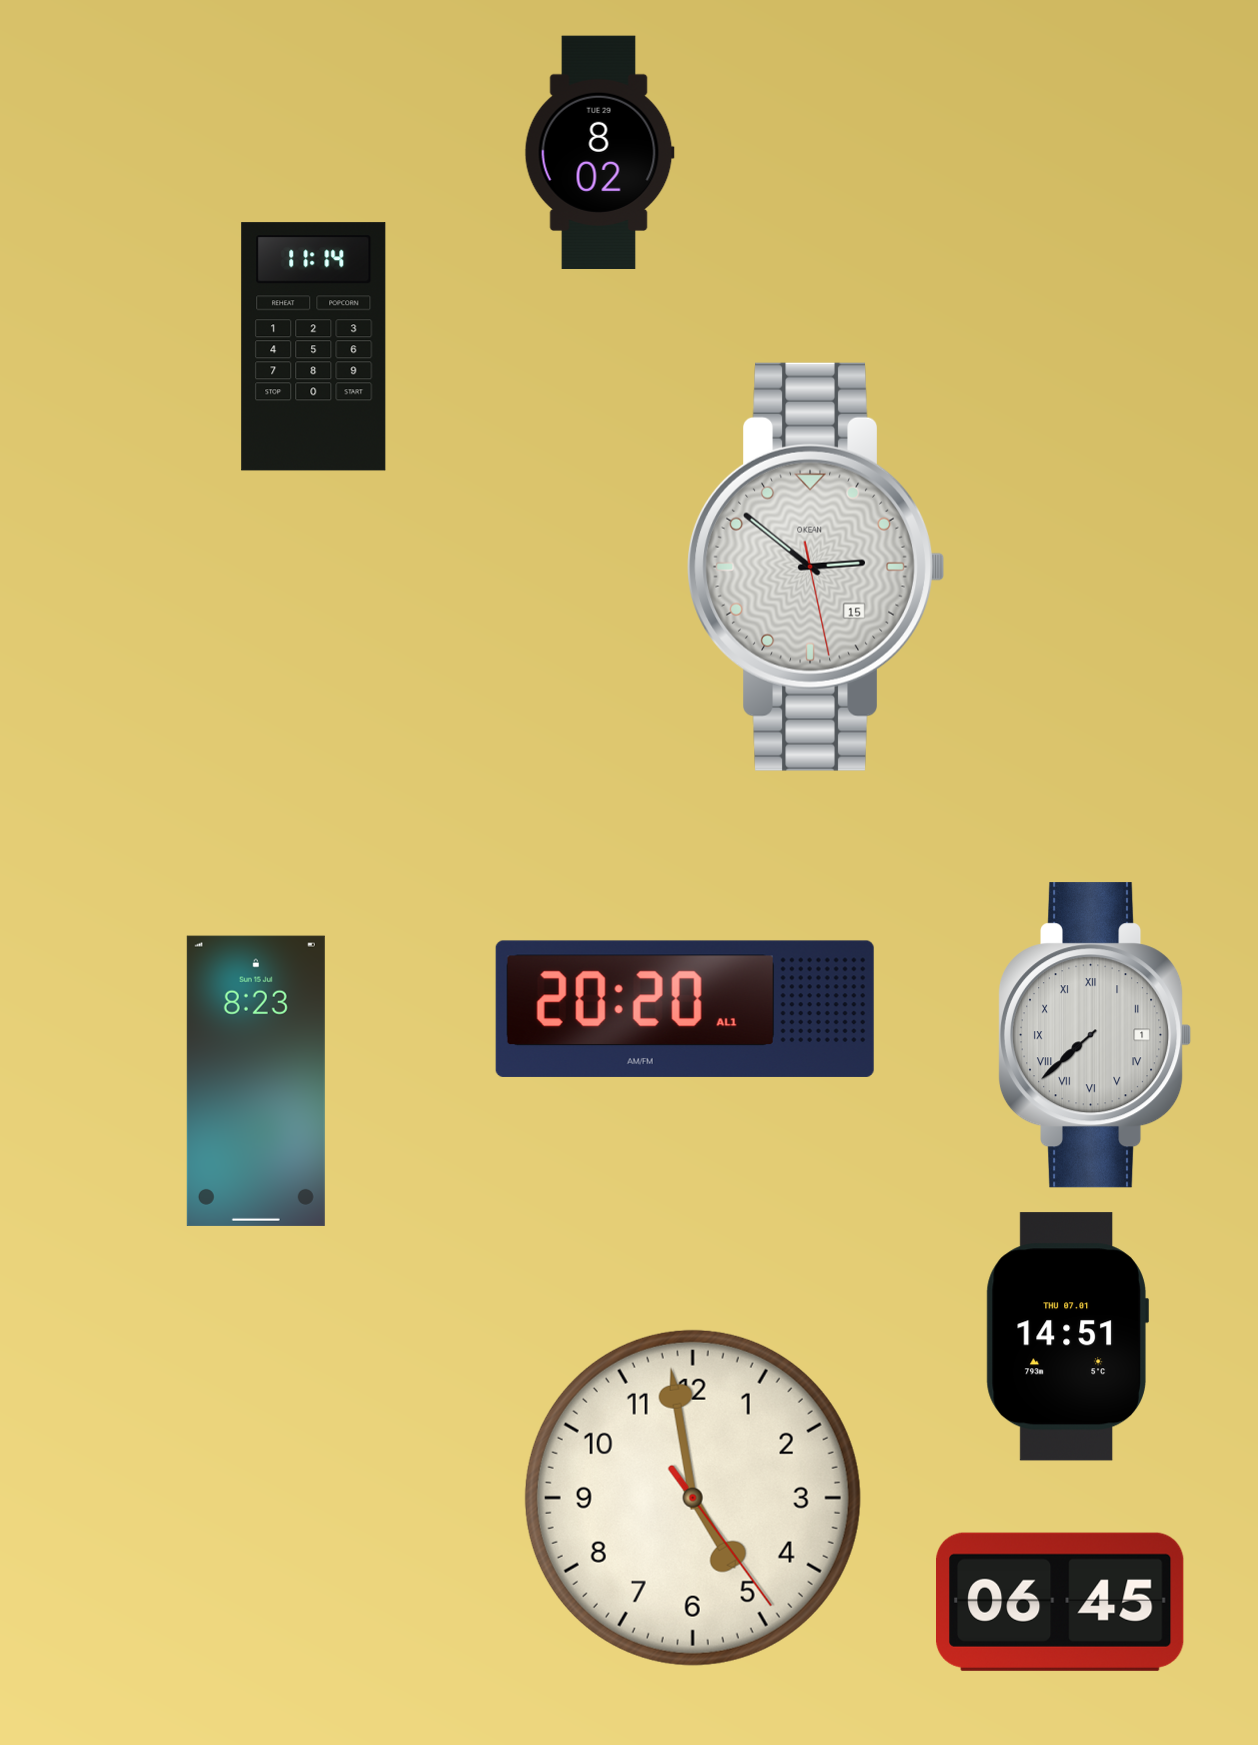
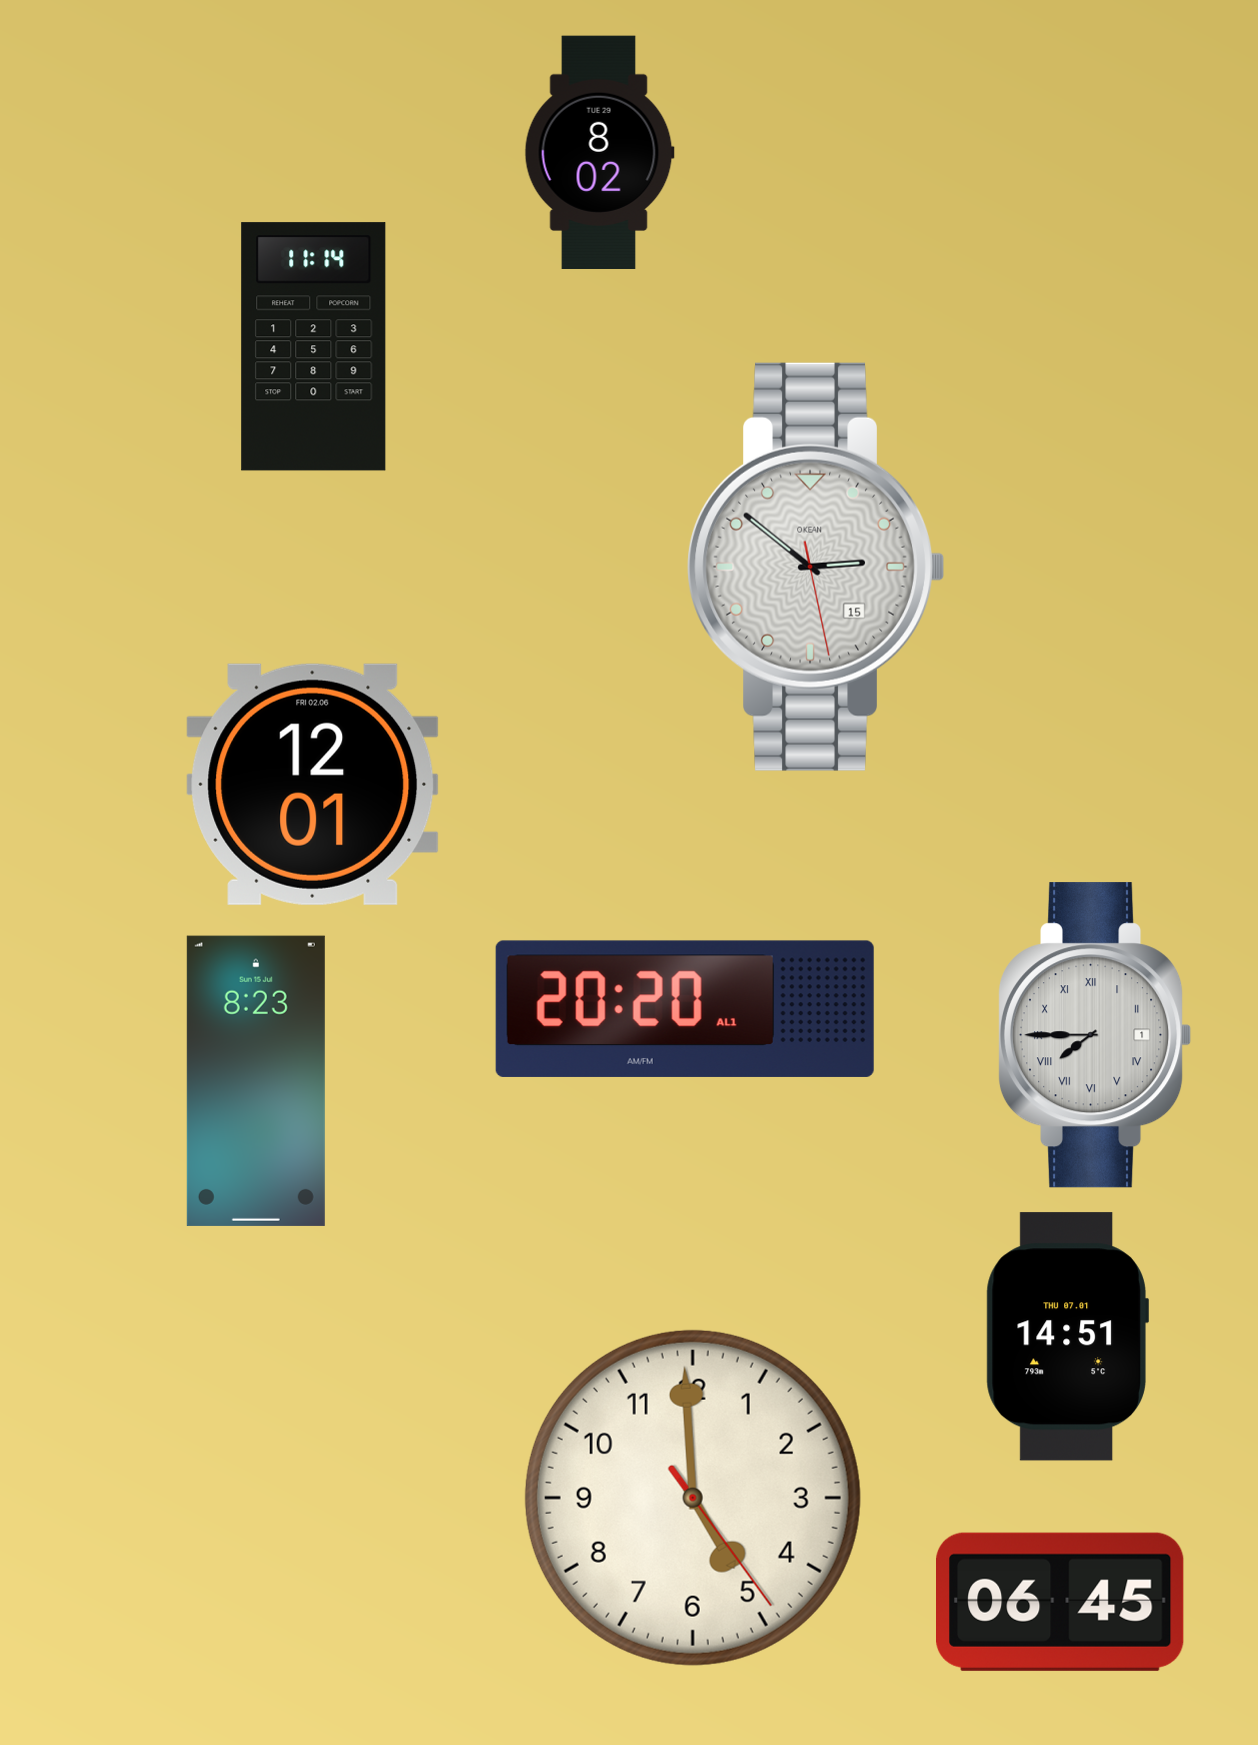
clock at (313, 784): none -> 12:01
clock at (1095, 1035): 7:38 -> 7:45
clock at (693, 1498): 4:58 -> 4:59
